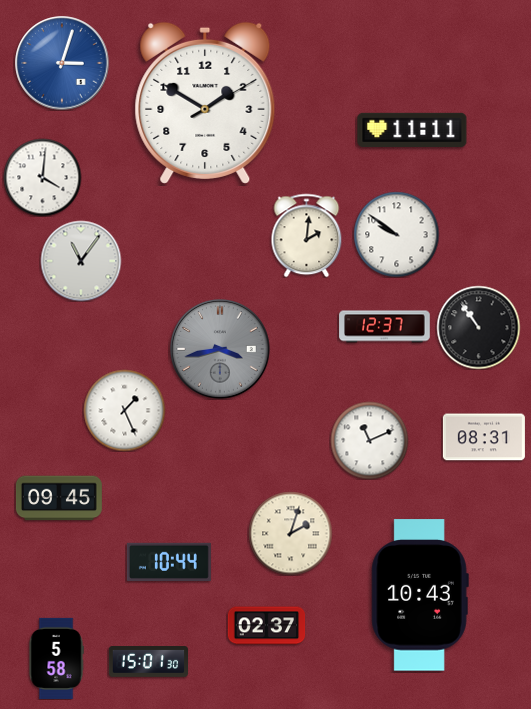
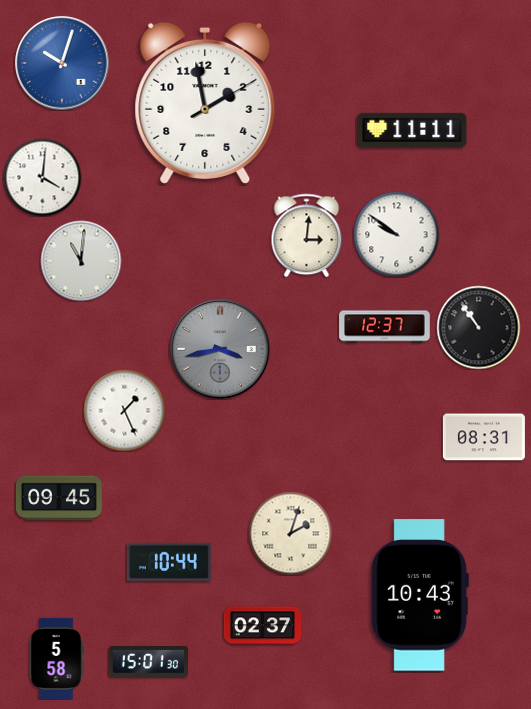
clock at (62, 63): 3:03 -> 10:03
clock at (205, 103): 1:50 -> 1:58
clock at (307, 235): 2:01 -> 3:01
clock at (81, 261): 11:06 -> 11:01
clock at (369, 440): 11:11 -> none
clock at (266, 626) position: (266, 626) -> (262, 626)
